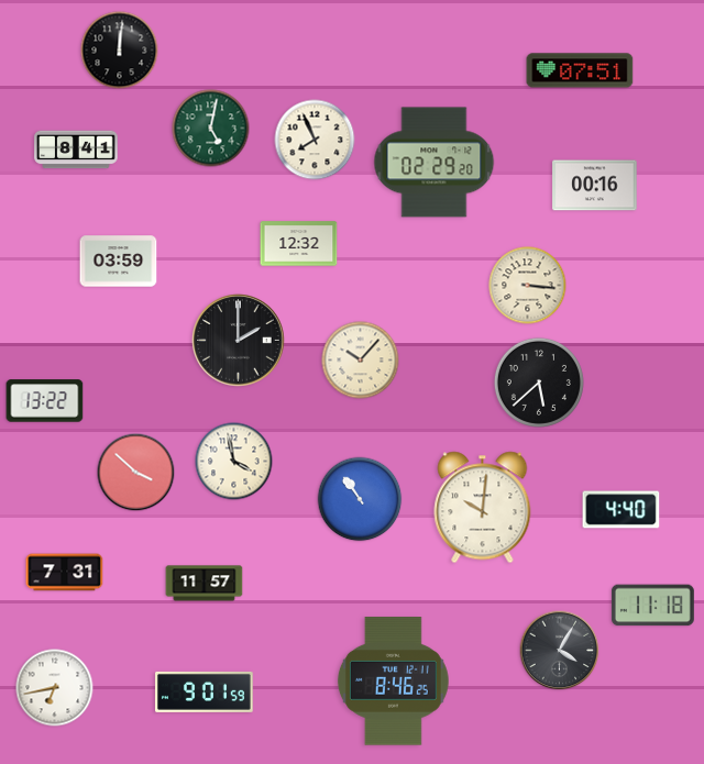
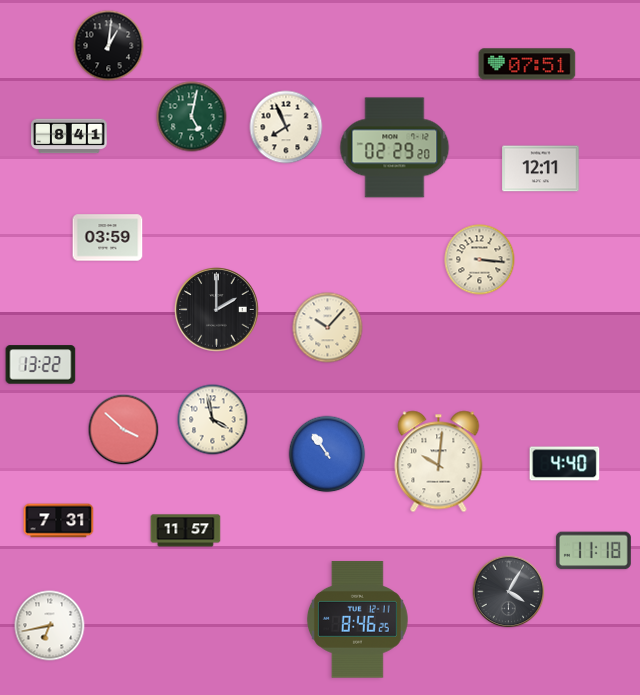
clock at (120, 51): 12:01 -> 1:01
clock at (595, 186): 00:16 -> 12:11
clock at (299, 244): 12:32 -> none
clock at (539, 383): 5:38 -> none
clock at (205, 691): 9:01 -> none
